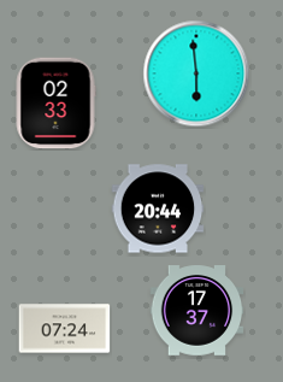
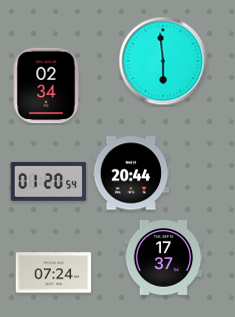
clock at (55, 104): 02:33 -> 02:34
clock at (49, 181): none -> 01:20
